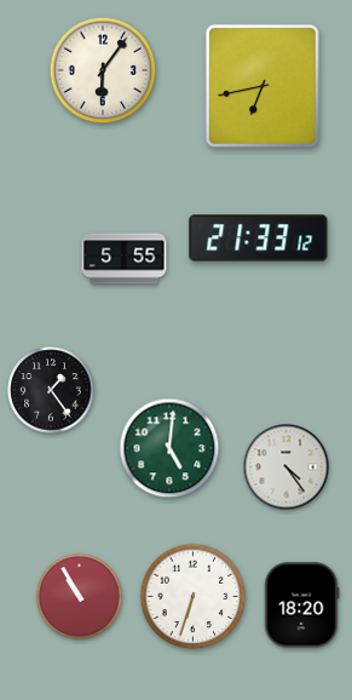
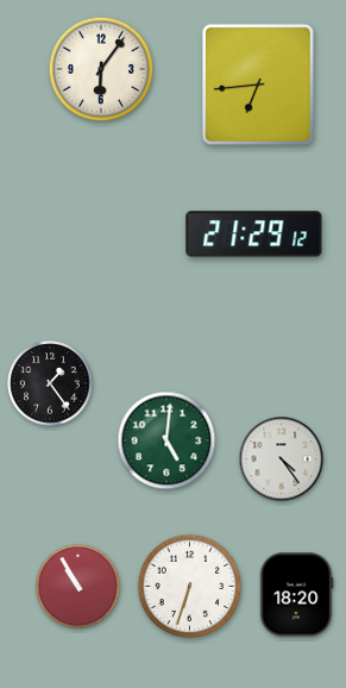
clock at (262, 86): 6:43 -> 6:44
clock at (259, 239): 21:33 -> 21:29
clock at (125, 259): 5:55 -> none
